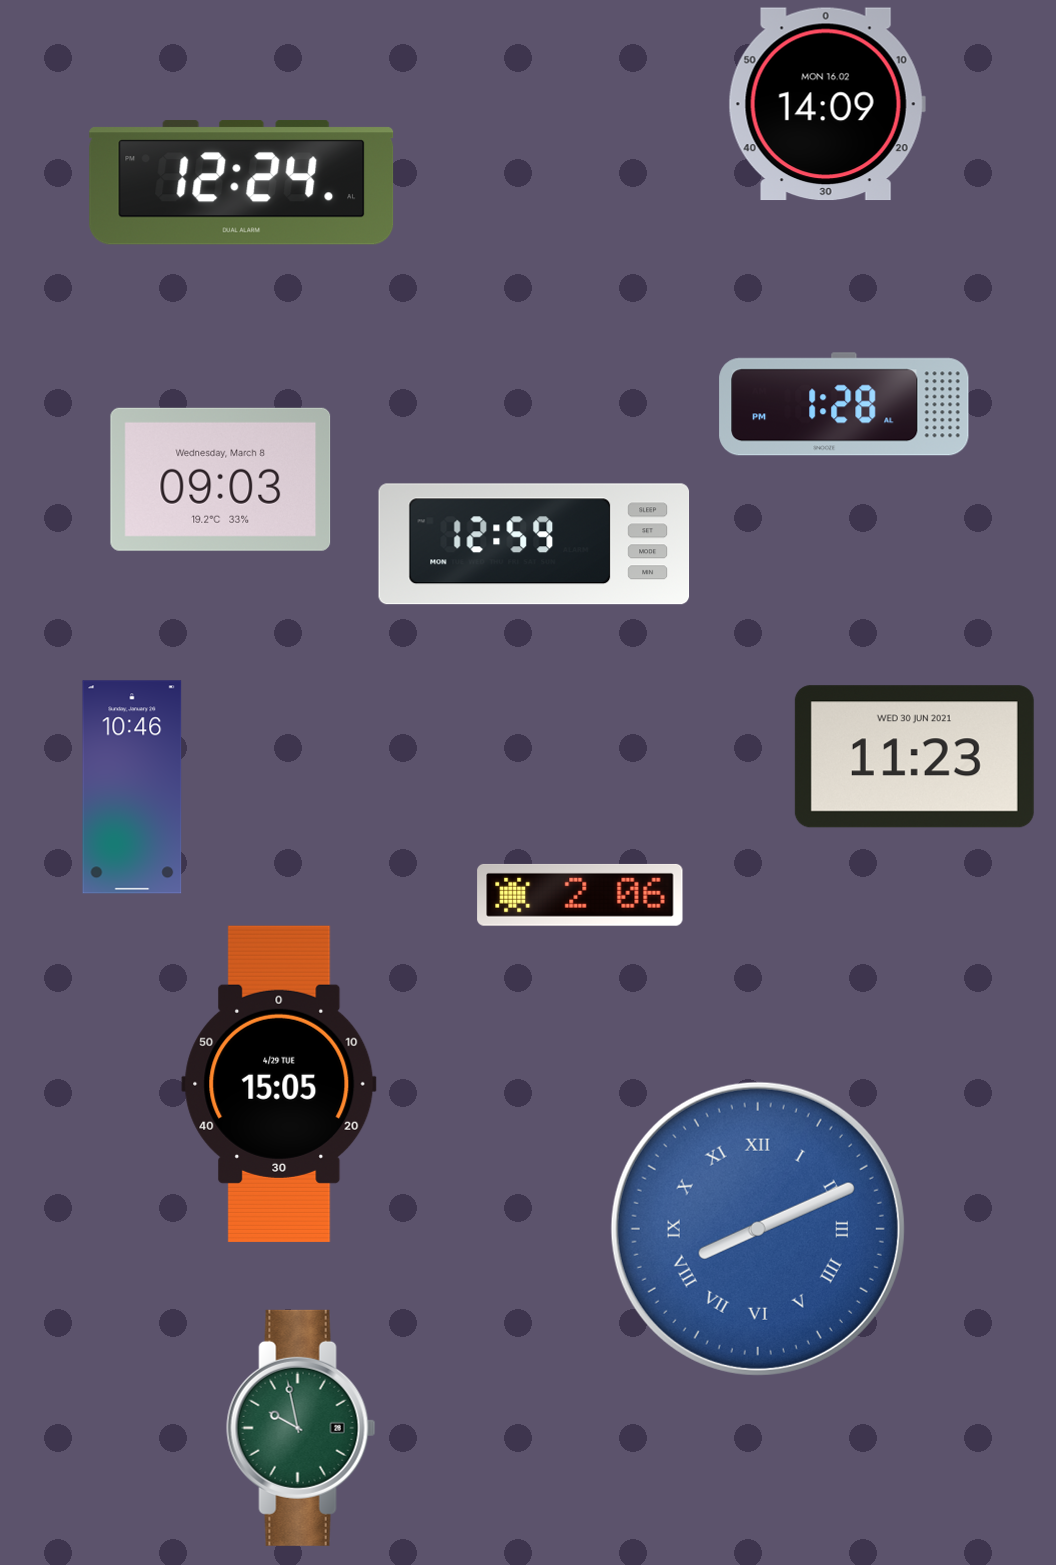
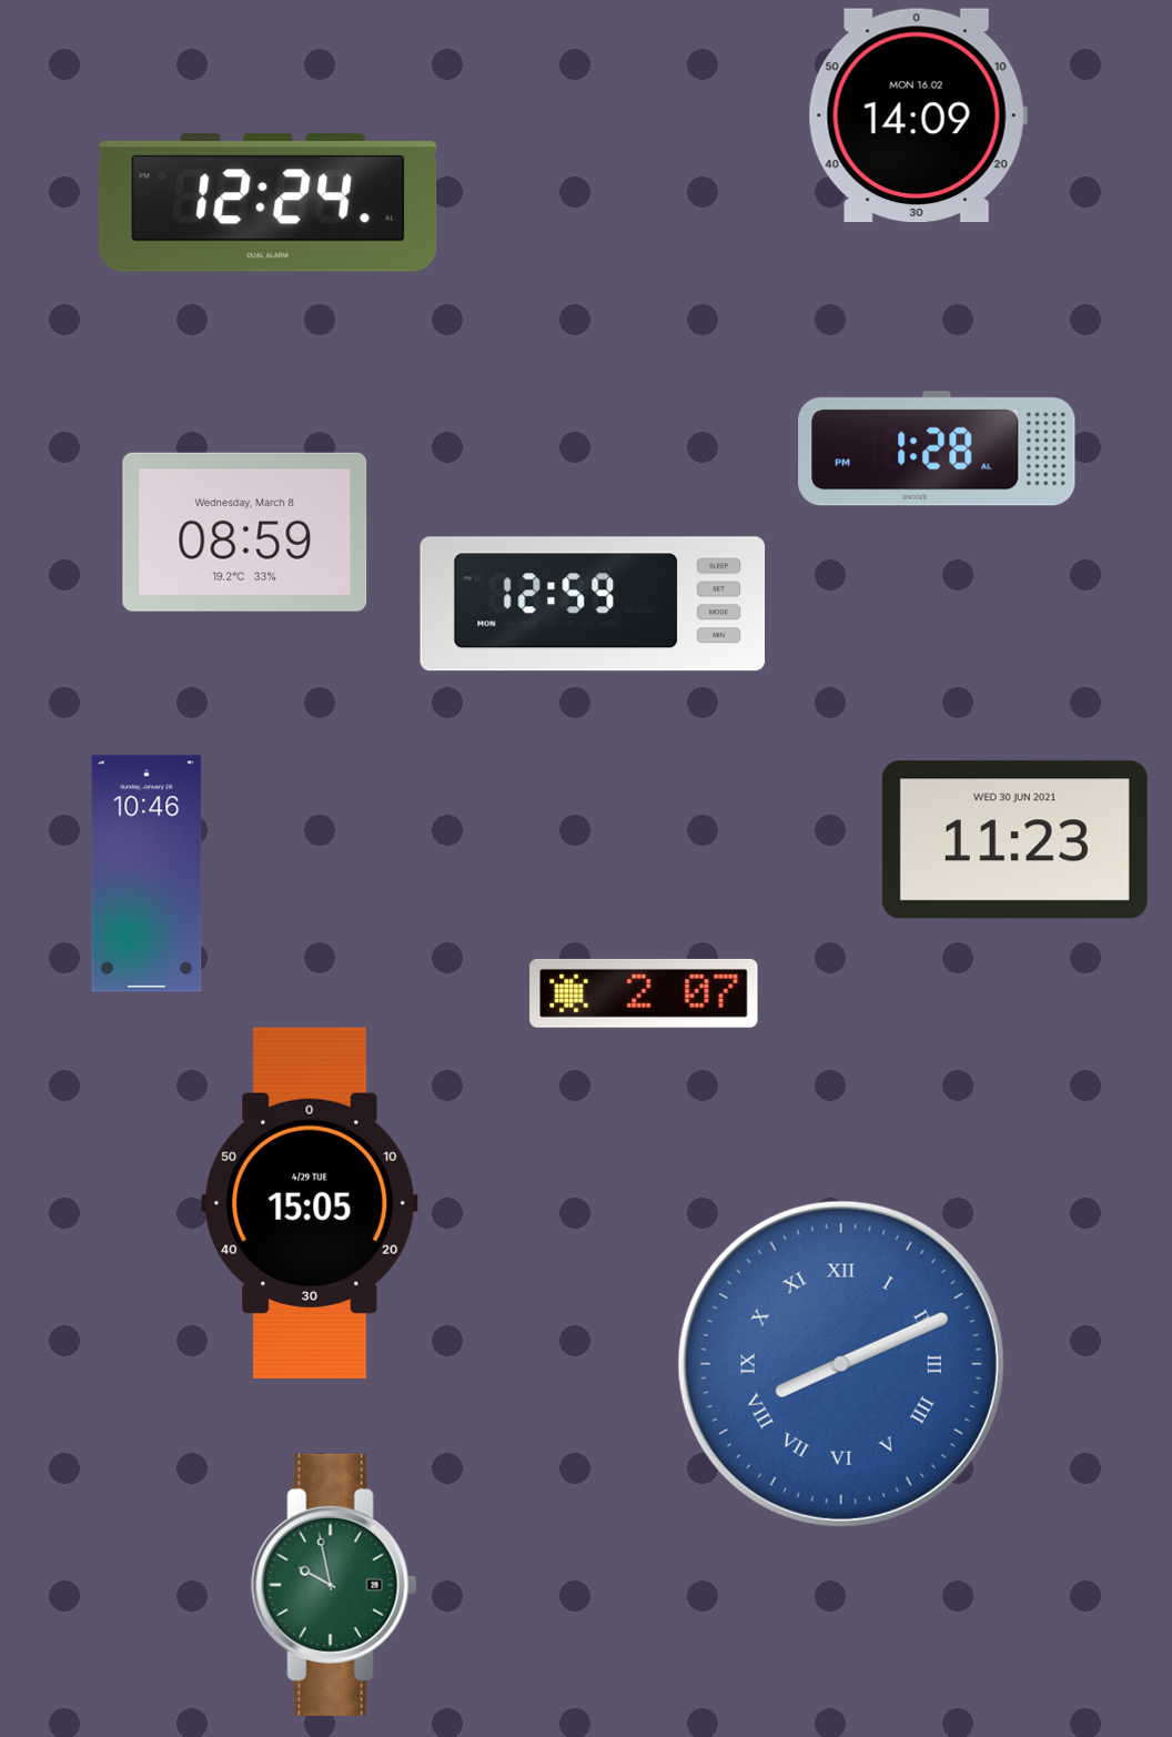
clock at (221, 479): 09:03 -> 08:59
clock at (580, 895): 2:06 -> 2:07
